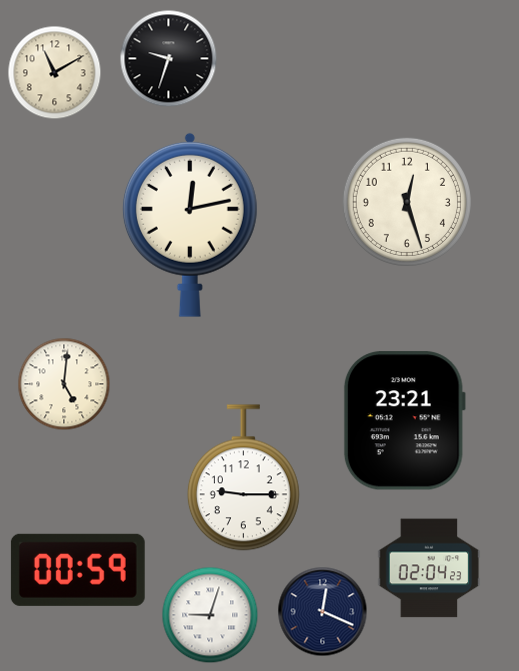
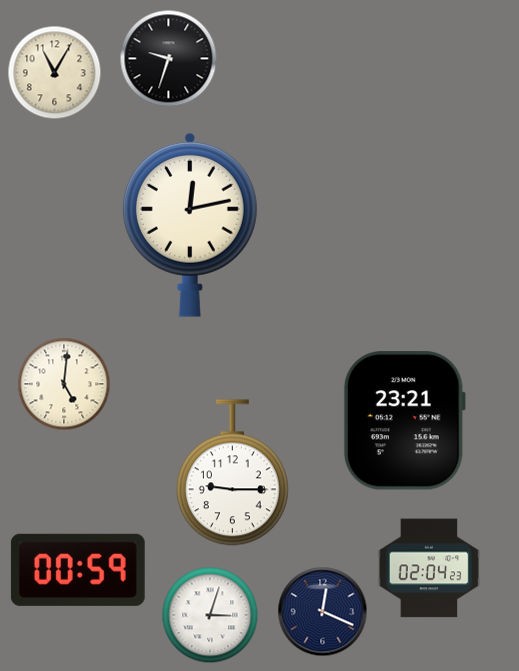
clock at (55, 73): 11:10 -> 11:05
clock at (407, 202): 12:27 -> none
clock at (243, 478) position: (243, 478) -> (232, 473)
clock at (210, 615): 9:03 -> 3:03
